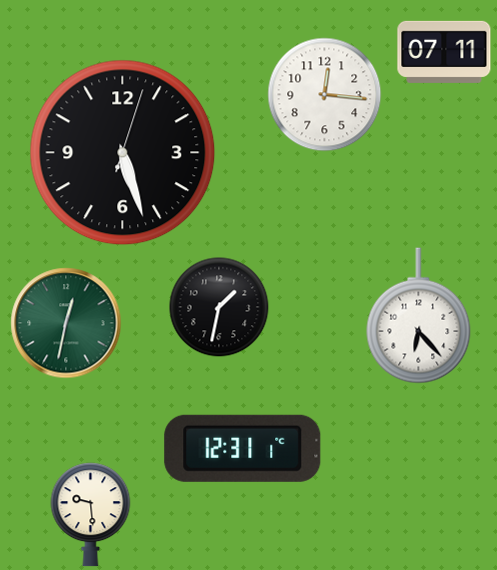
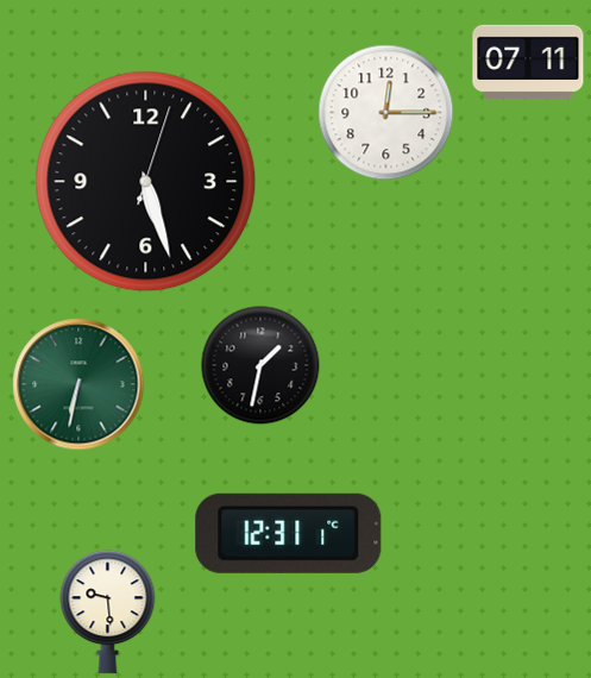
clock at (325, 95): 12:16 -> 12:15
clock at (419, 316): 6:23 -> none
clock at (66, 323): 12:32 -> 6:32
